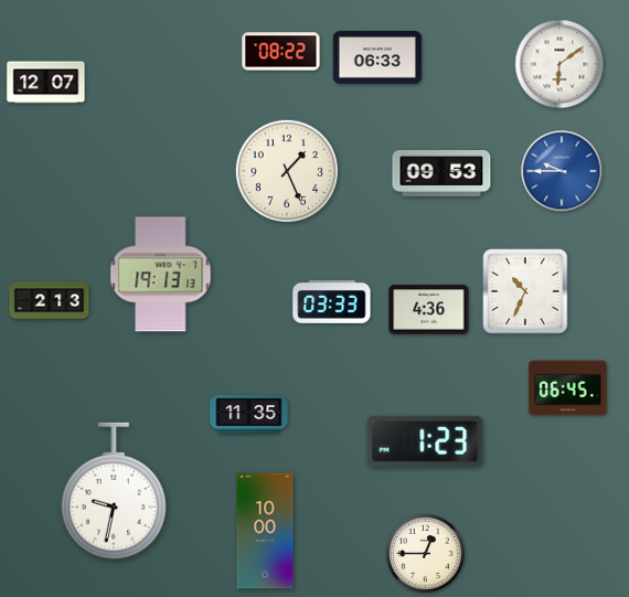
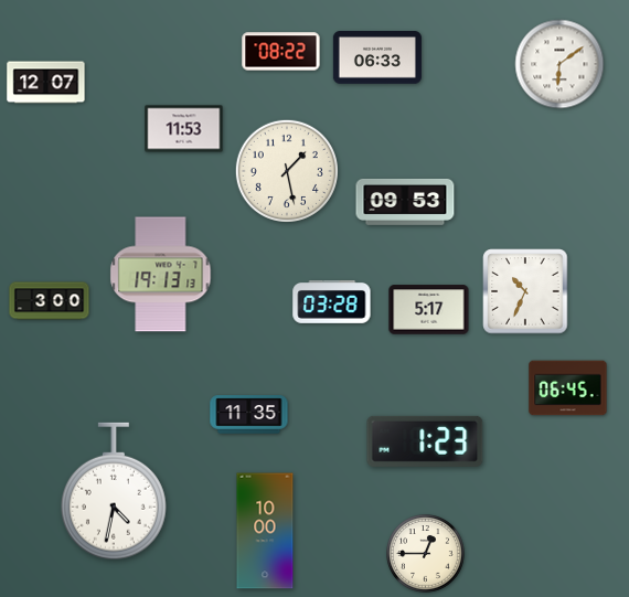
clock at (184, 129): none -> 11:53
clock at (287, 171): 1:26 -> 1:28
clock at (562, 171): 9:45 -> none
clock at (441, 173) position: (441, 173) -> (405, 202)
clock at (50, 301): 2:13 -> 3:00
clock at (332, 302): 03:33 -> 03:28
clock at (429, 310): 4:36 -> 5:17
clock at (114, 491): 9:32 -> 4:32
